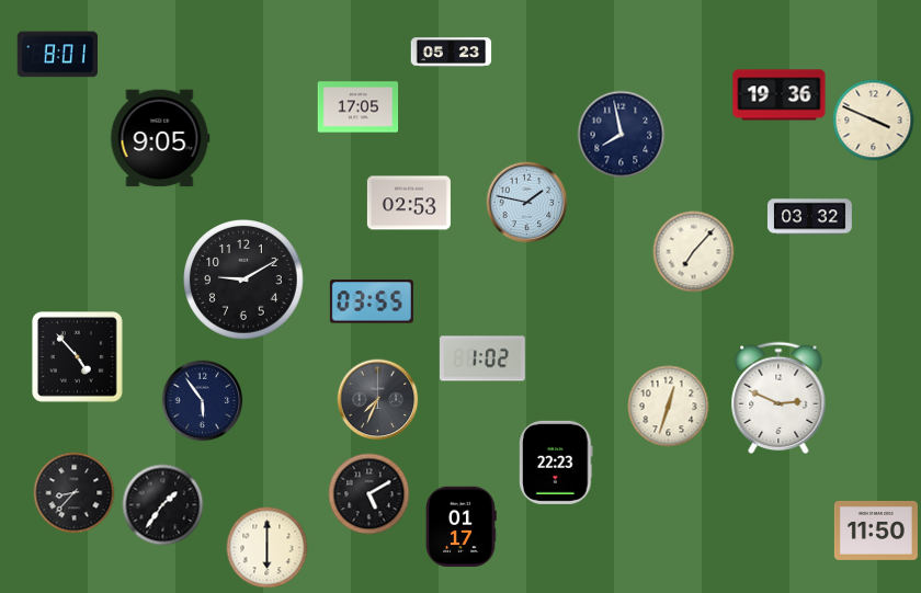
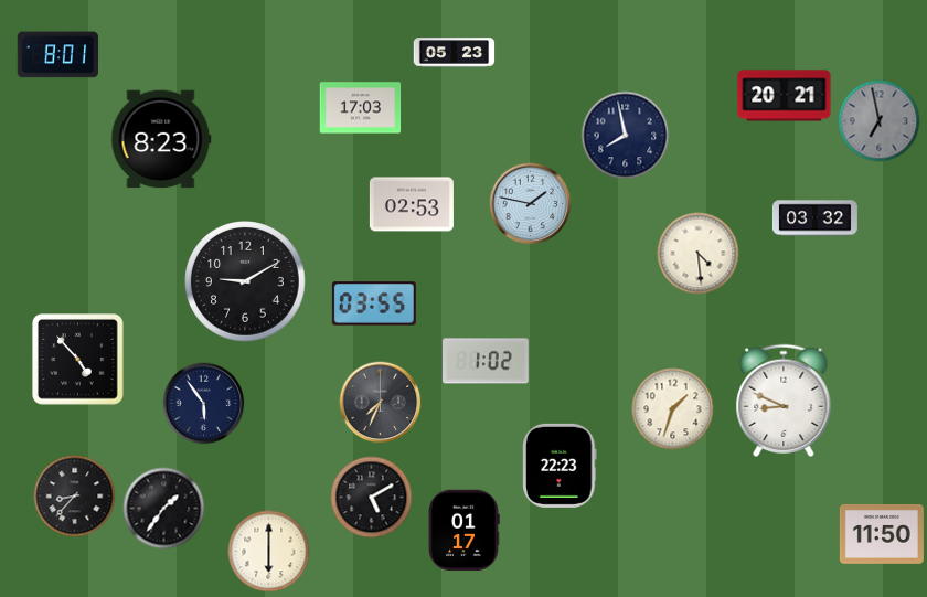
clock at (780, 95): 19:36 -> 20:21
clock at (359, 107): 17:05 -> 17:03
clock at (874, 121): 3:49 -> 6:58
clock at (874, 121) dial: cream -> grey
clock at (160, 138): 9:05 -> 8:23
clock at (694, 252): 7:07 -> 4:29
clock at (778, 398): 2:49 -> 8:49
clock at (669, 407): 12:33 -> 1:33
